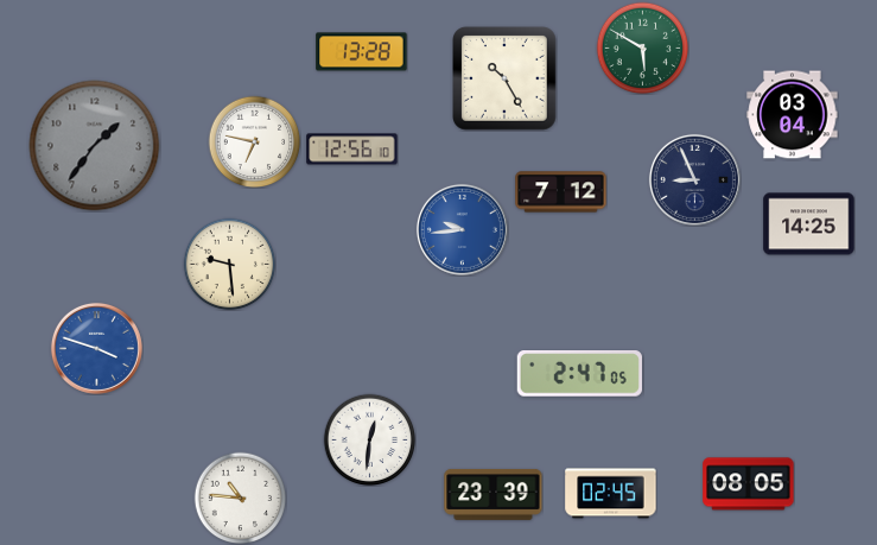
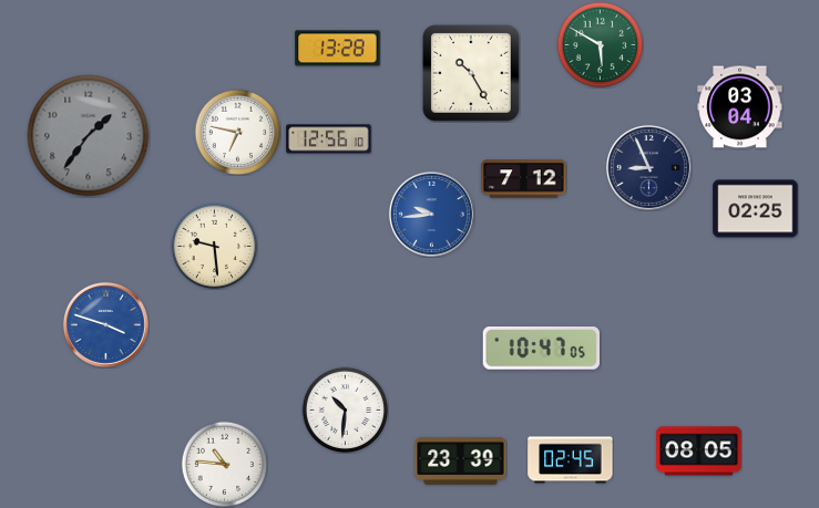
clock at (809, 224): 14:25 -> 02:25
clock at (96, 348) position: (96, 348) -> (105, 324)
clock at (579, 374): 2:47 -> 10:47
clock at (369, 439): 12:31 -> 10:31
